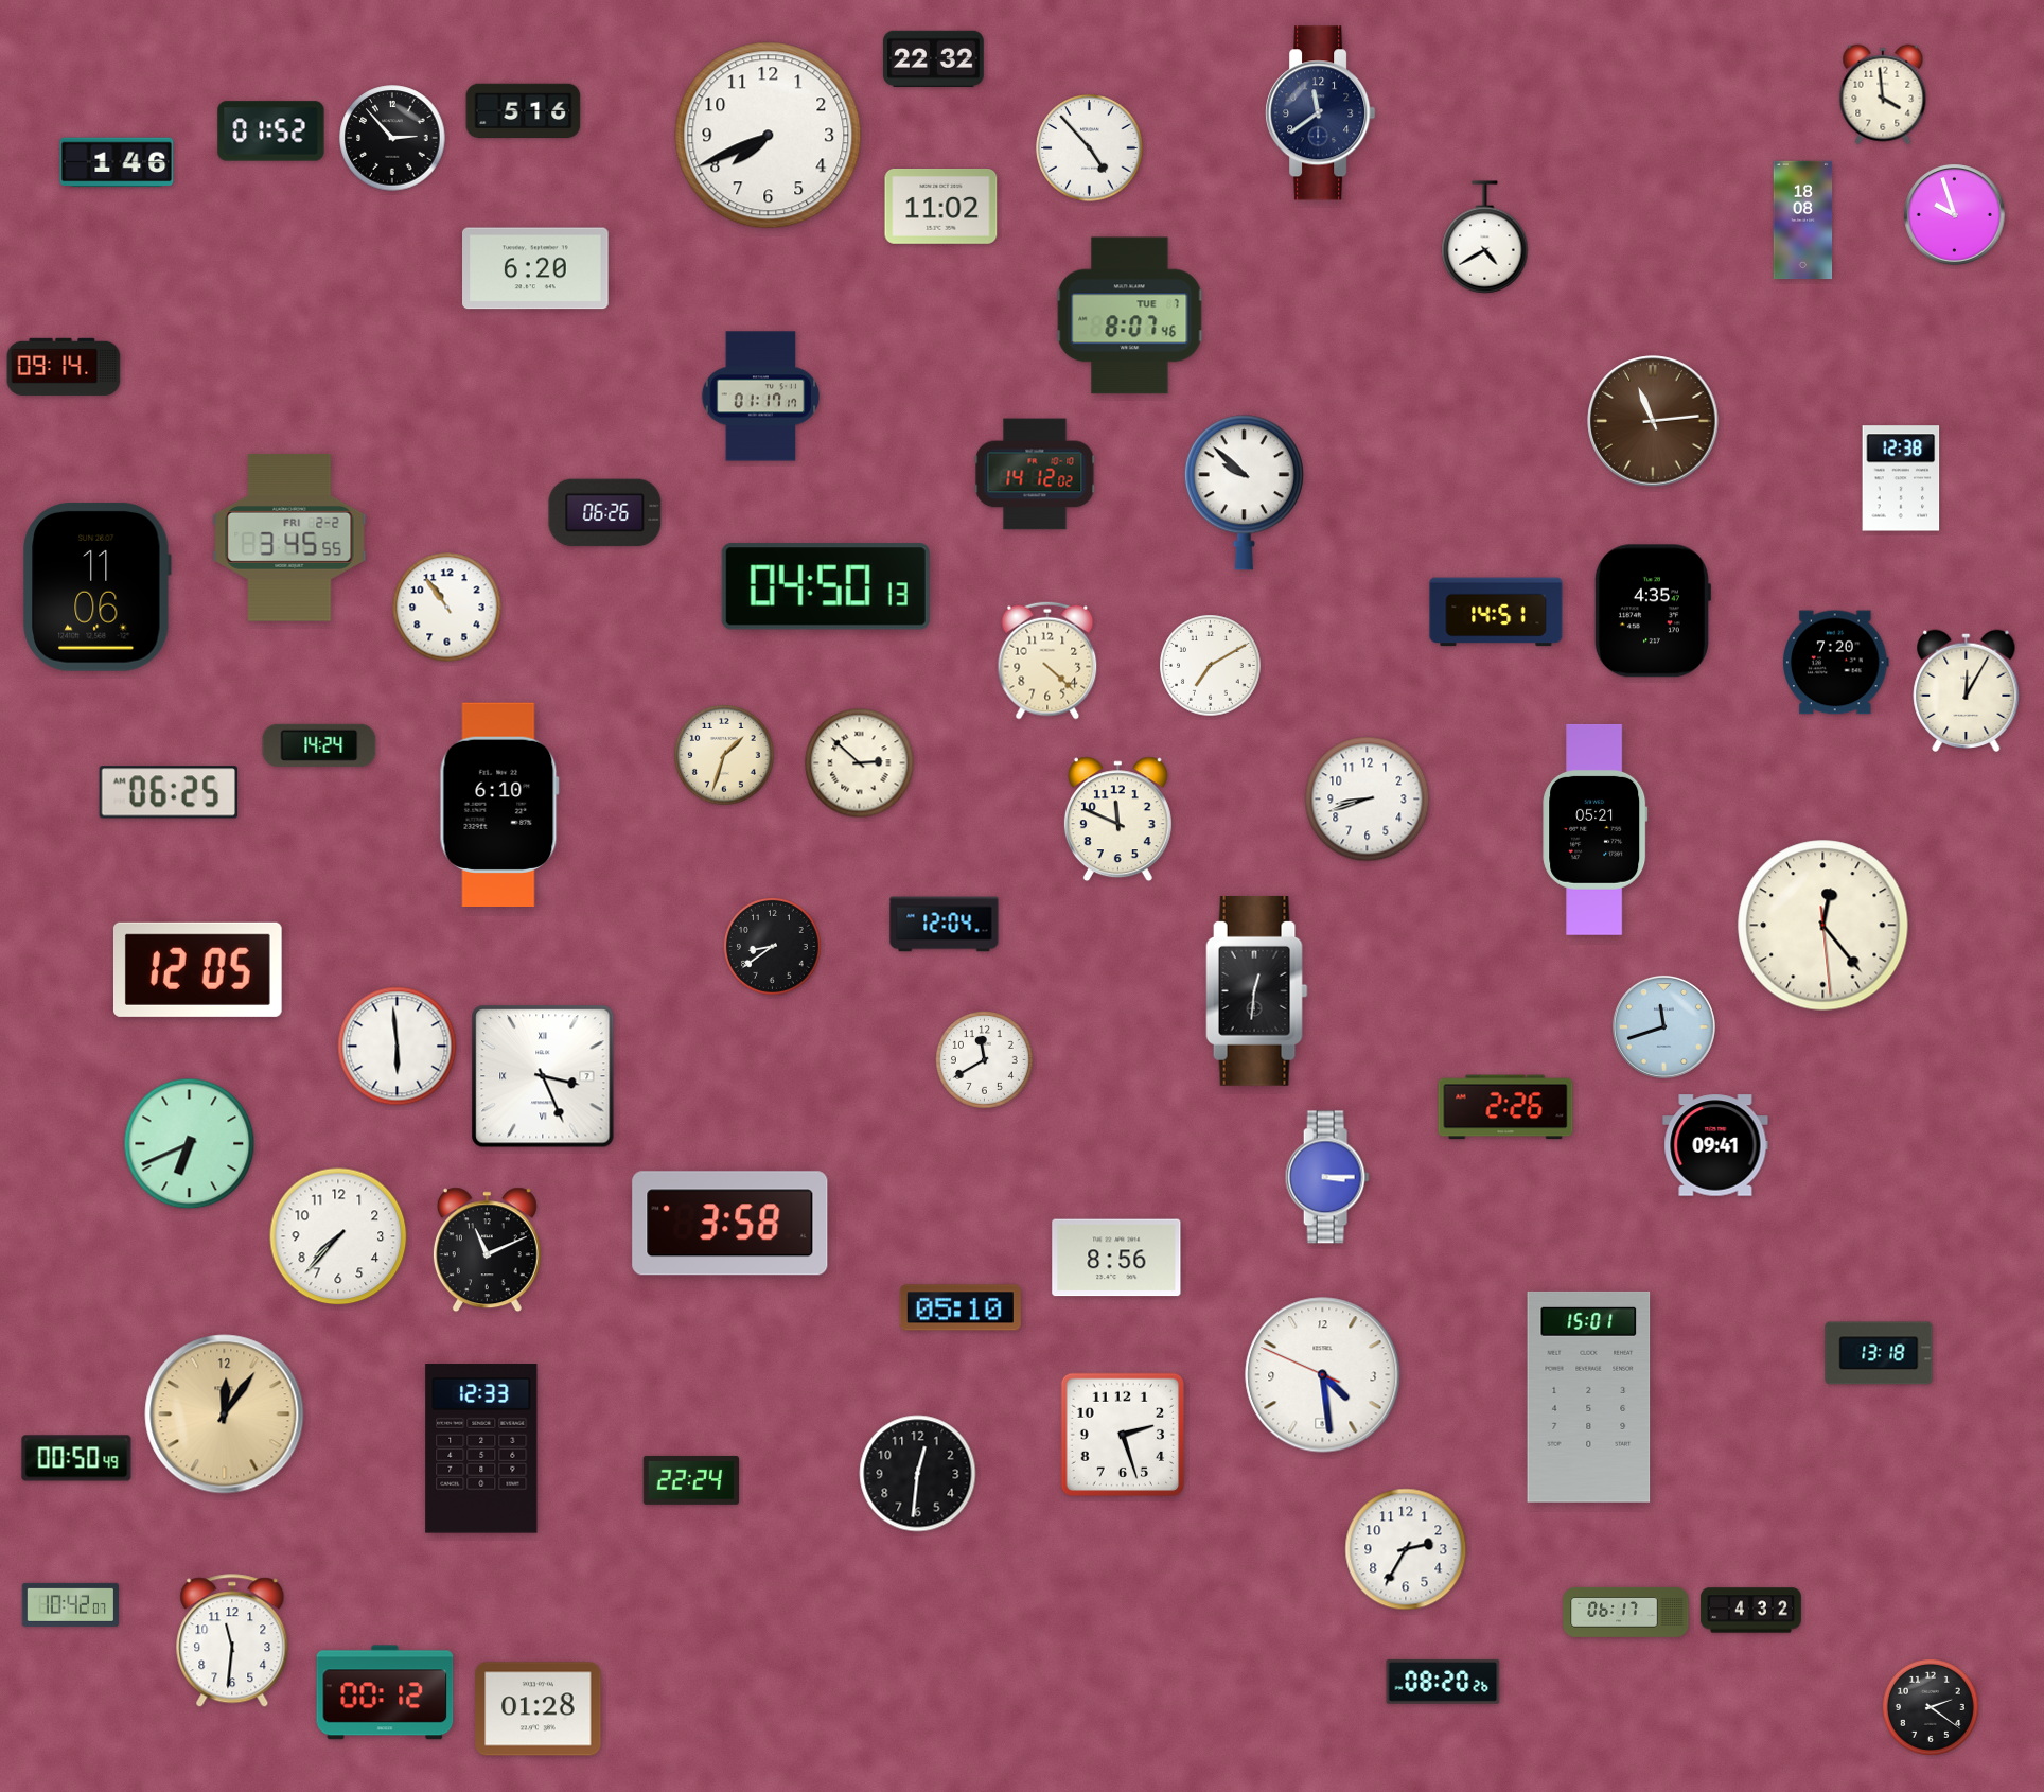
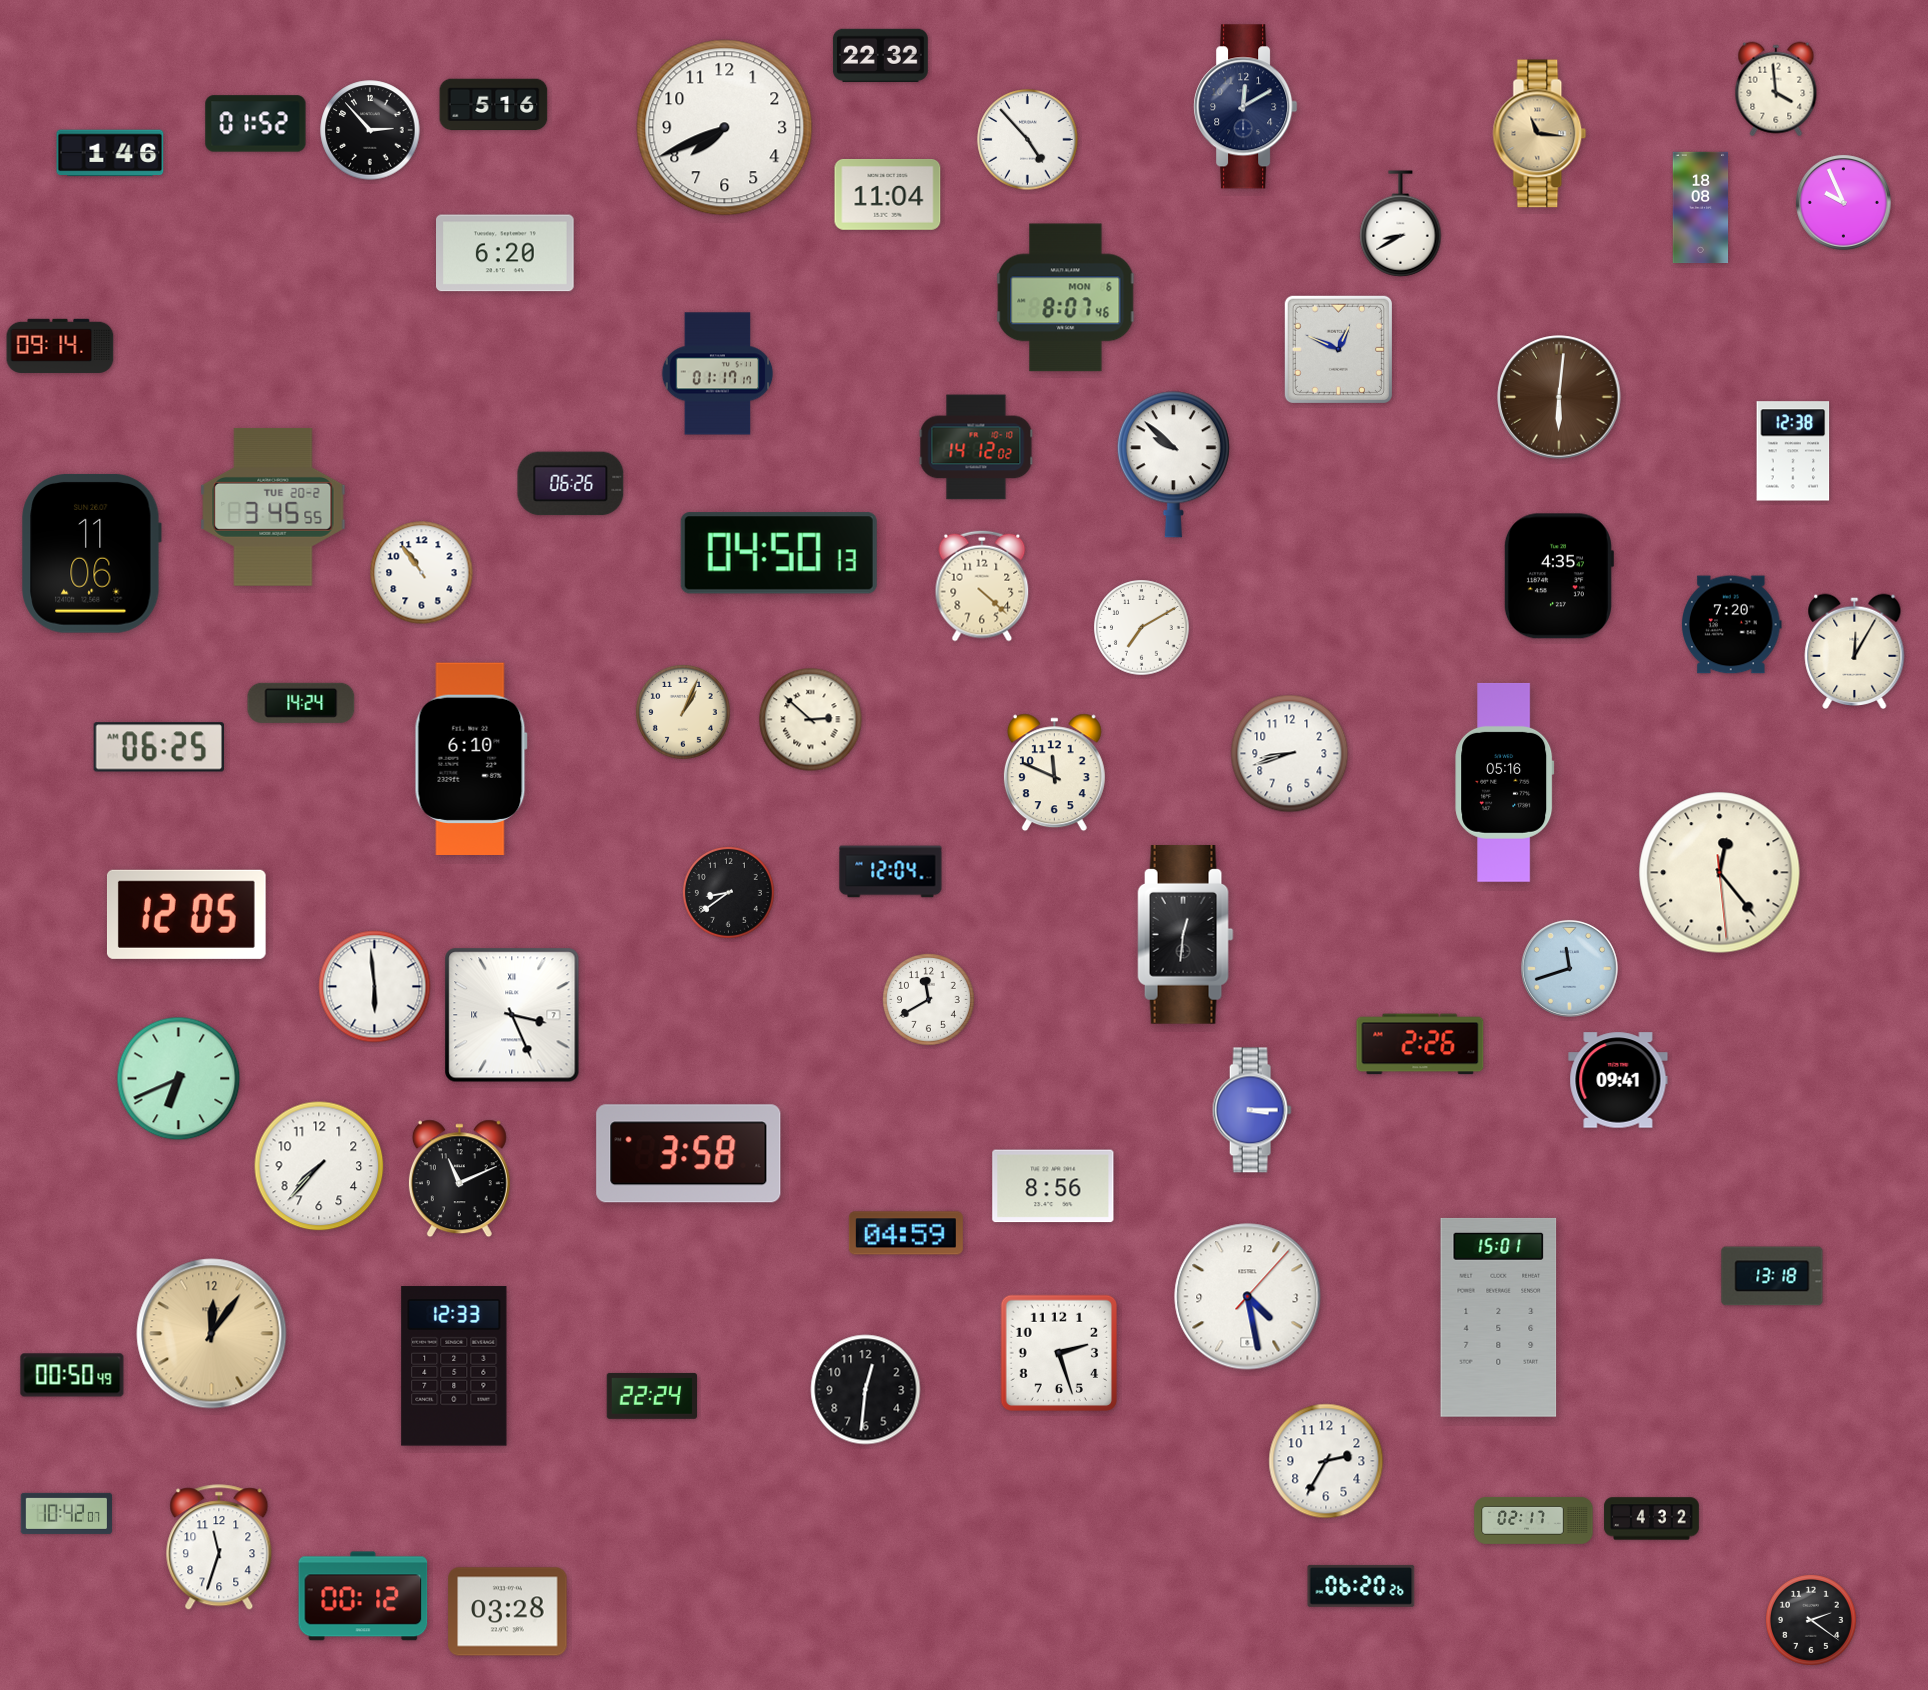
clock at (1321, 113): 11:39 -> 12:10
clock at (1540, 134): none -> 11:16
clock at (941, 207): 11:02 -> 11:04
clock at (1954, 214): 9:57 -> 9:56
clock at (1485, 238): 4:40 -> 8:40
clock at (1130, 316) date: TUE 7 -> MON 6
clock at (1338, 349): none -> 12:49
clock at (1653, 421): 11:14 -> 6:01
clock at (289, 538) date: FRI 2-2 -> TUE 20-2
clock at (1496, 612): 14:51 -> none
clock at (1047, 661) position: (1047, 661) -> (982, 586)
clock at (724, 755): 1:33 -> 1:04
clock at (1596, 829): 05:21 -> 05:16
clock at (961, 1307): 05:10 -> 04:59
clock at (1323, 1375): 4:28:49 -> 4:28:07
clock at (1626, 1612): 06:17 -> 02:17
clock at (232, 1641): 11:31 -> 11:33
clock at (1443, 1682): 08:20 -> 06:20
clock at (1931, 1707) position: (1931, 1707) -> (1811, 1620)
clock at (539, 1709): 01:28 -> 03:28
